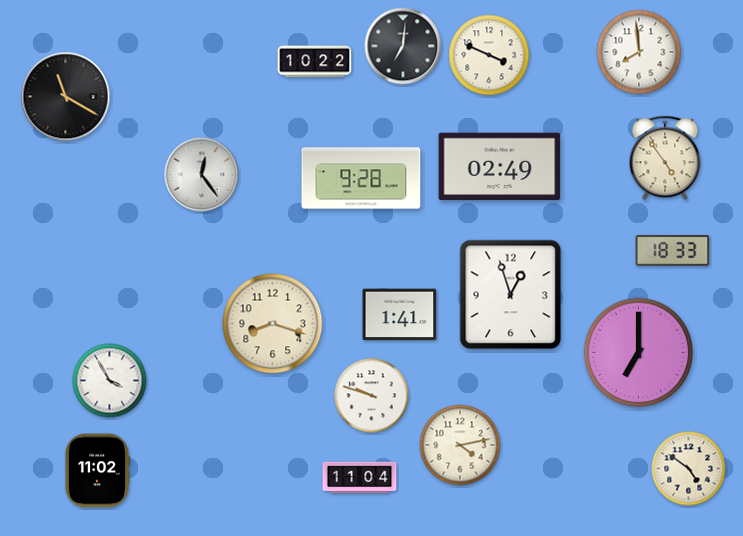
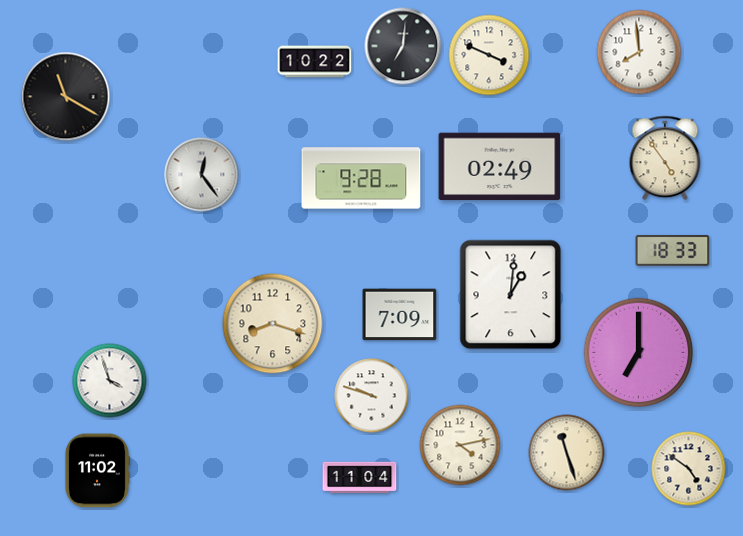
clock at (511, 295): 12:57 -> 1:01
clock at (400, 315): 1:41 -> 7:09
clock at (110, 381): 3:55 -> 3:57
clock at (567, 453): none -> 11:27
